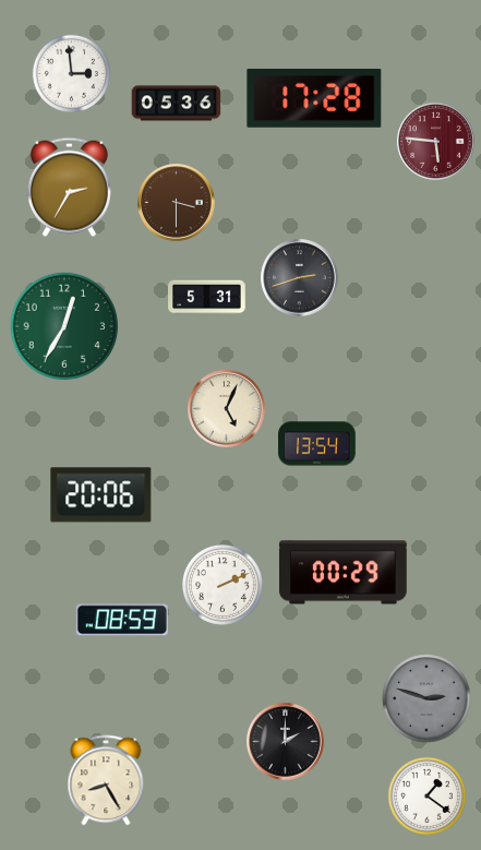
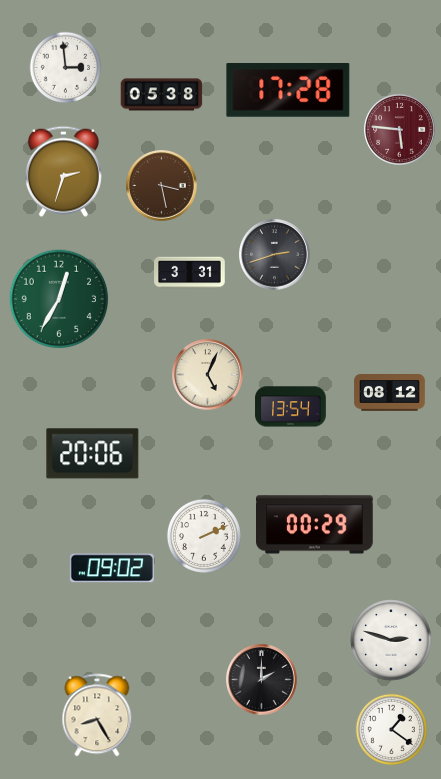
clock at (177, 104): 05:36 -> 05:38
clock at (69, 187): 2:35 -> 2:33
clock at (177, 203): 3:30 -> 3:28
clock at (207, 298): 5:31 -> 3:31
clock at (390, 393): none -> 08:12
clock at (122, 620): 08:59 -> 09:02
clock at (426, 698) dial: grey -> white
